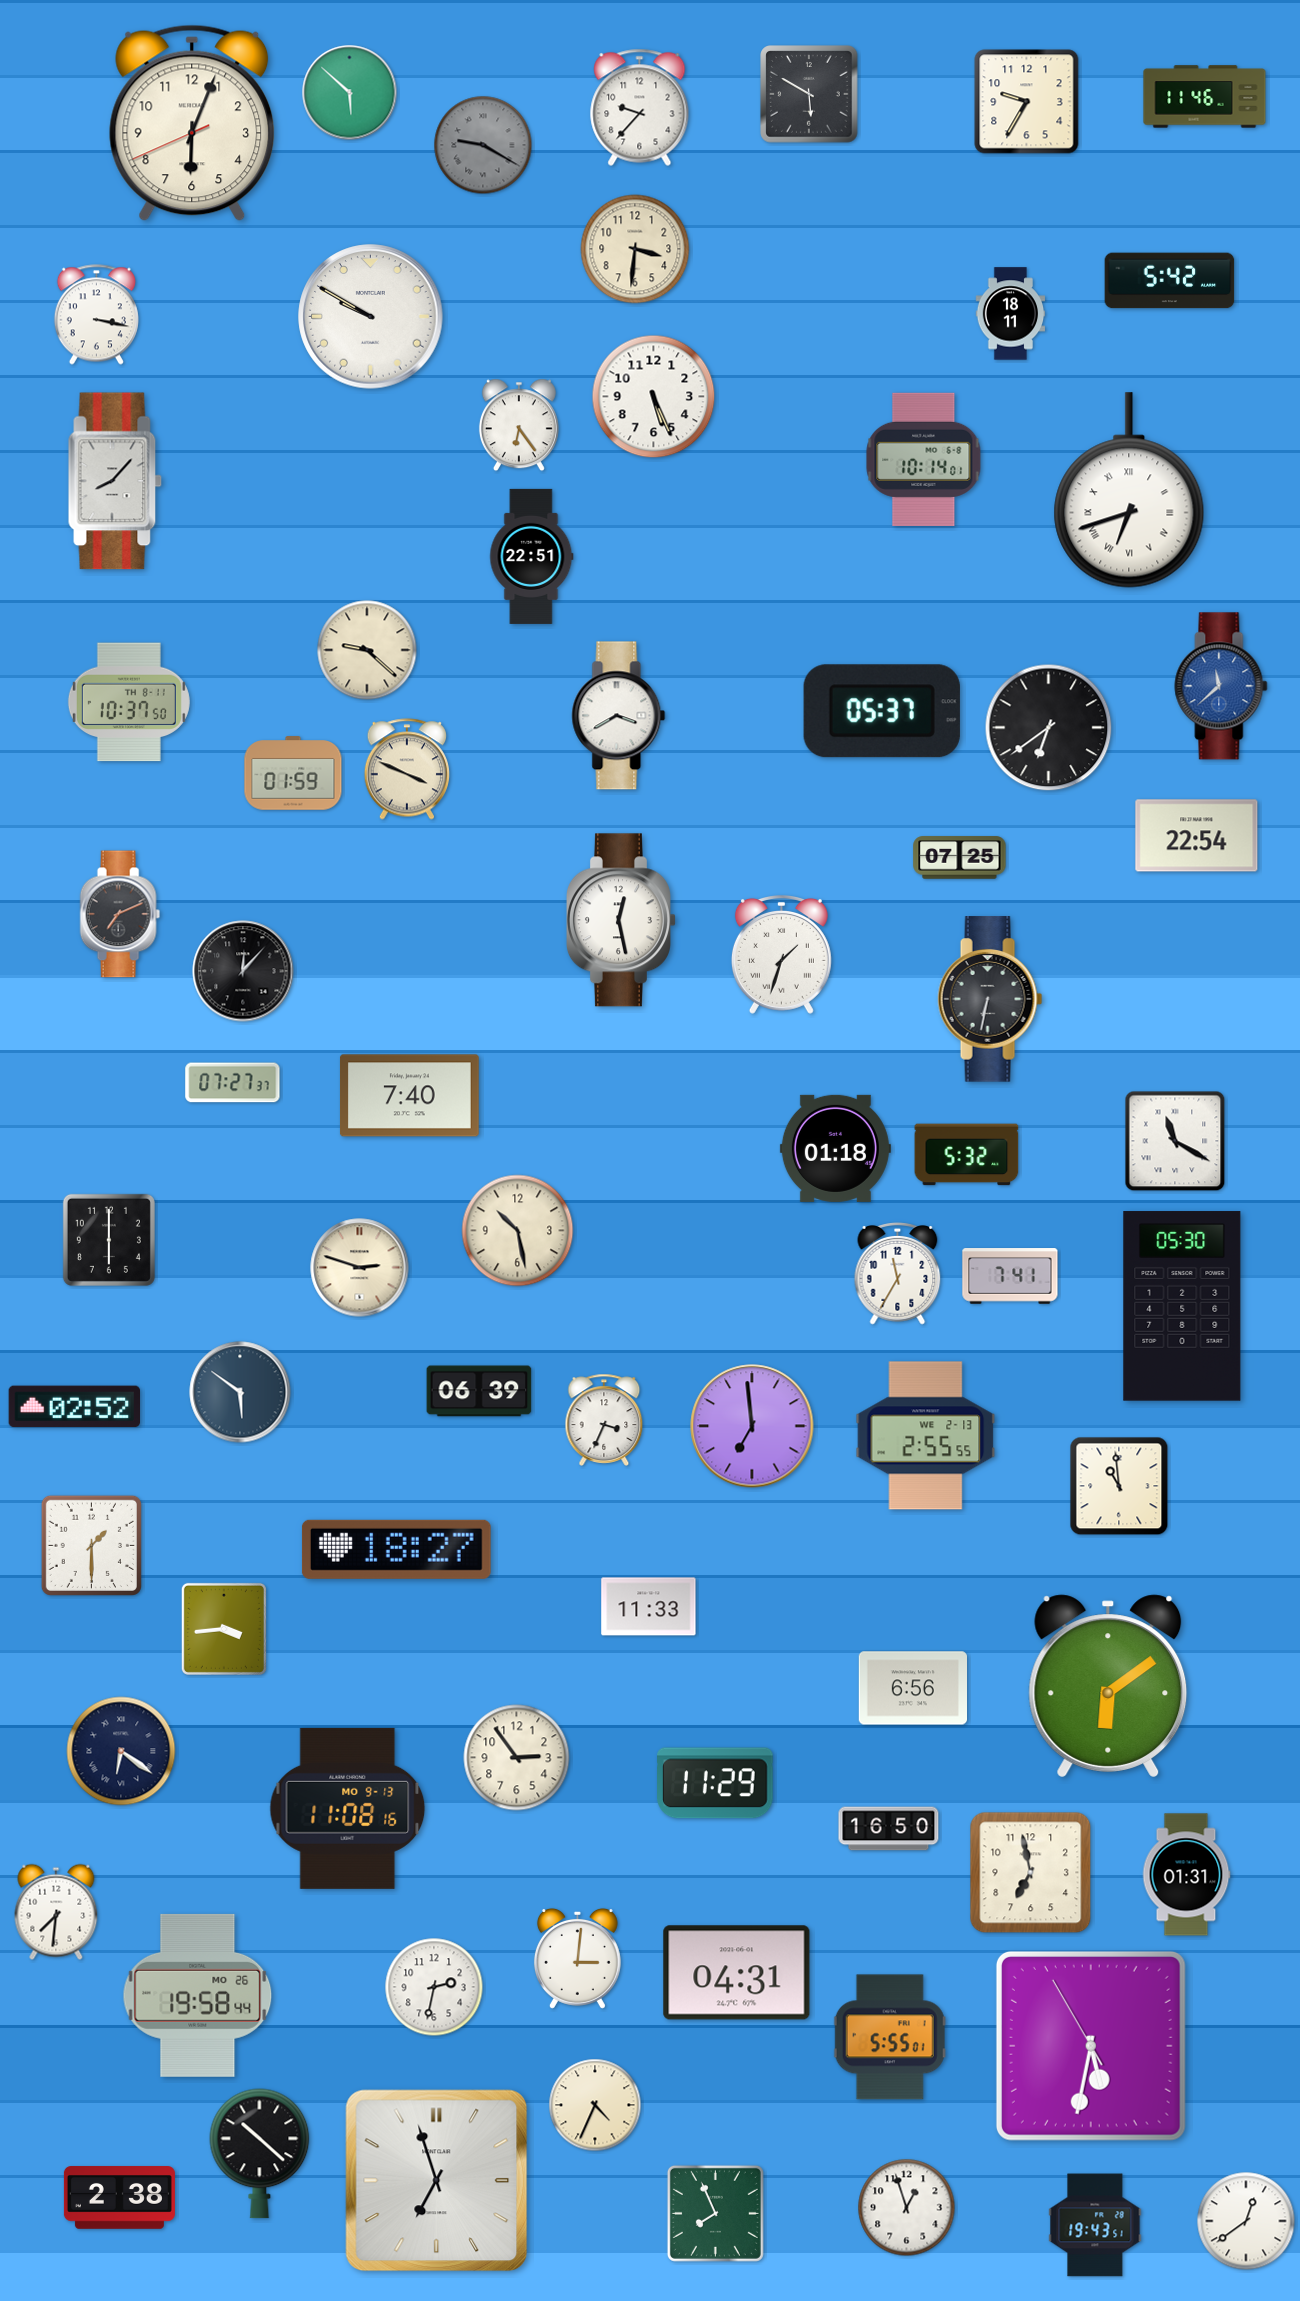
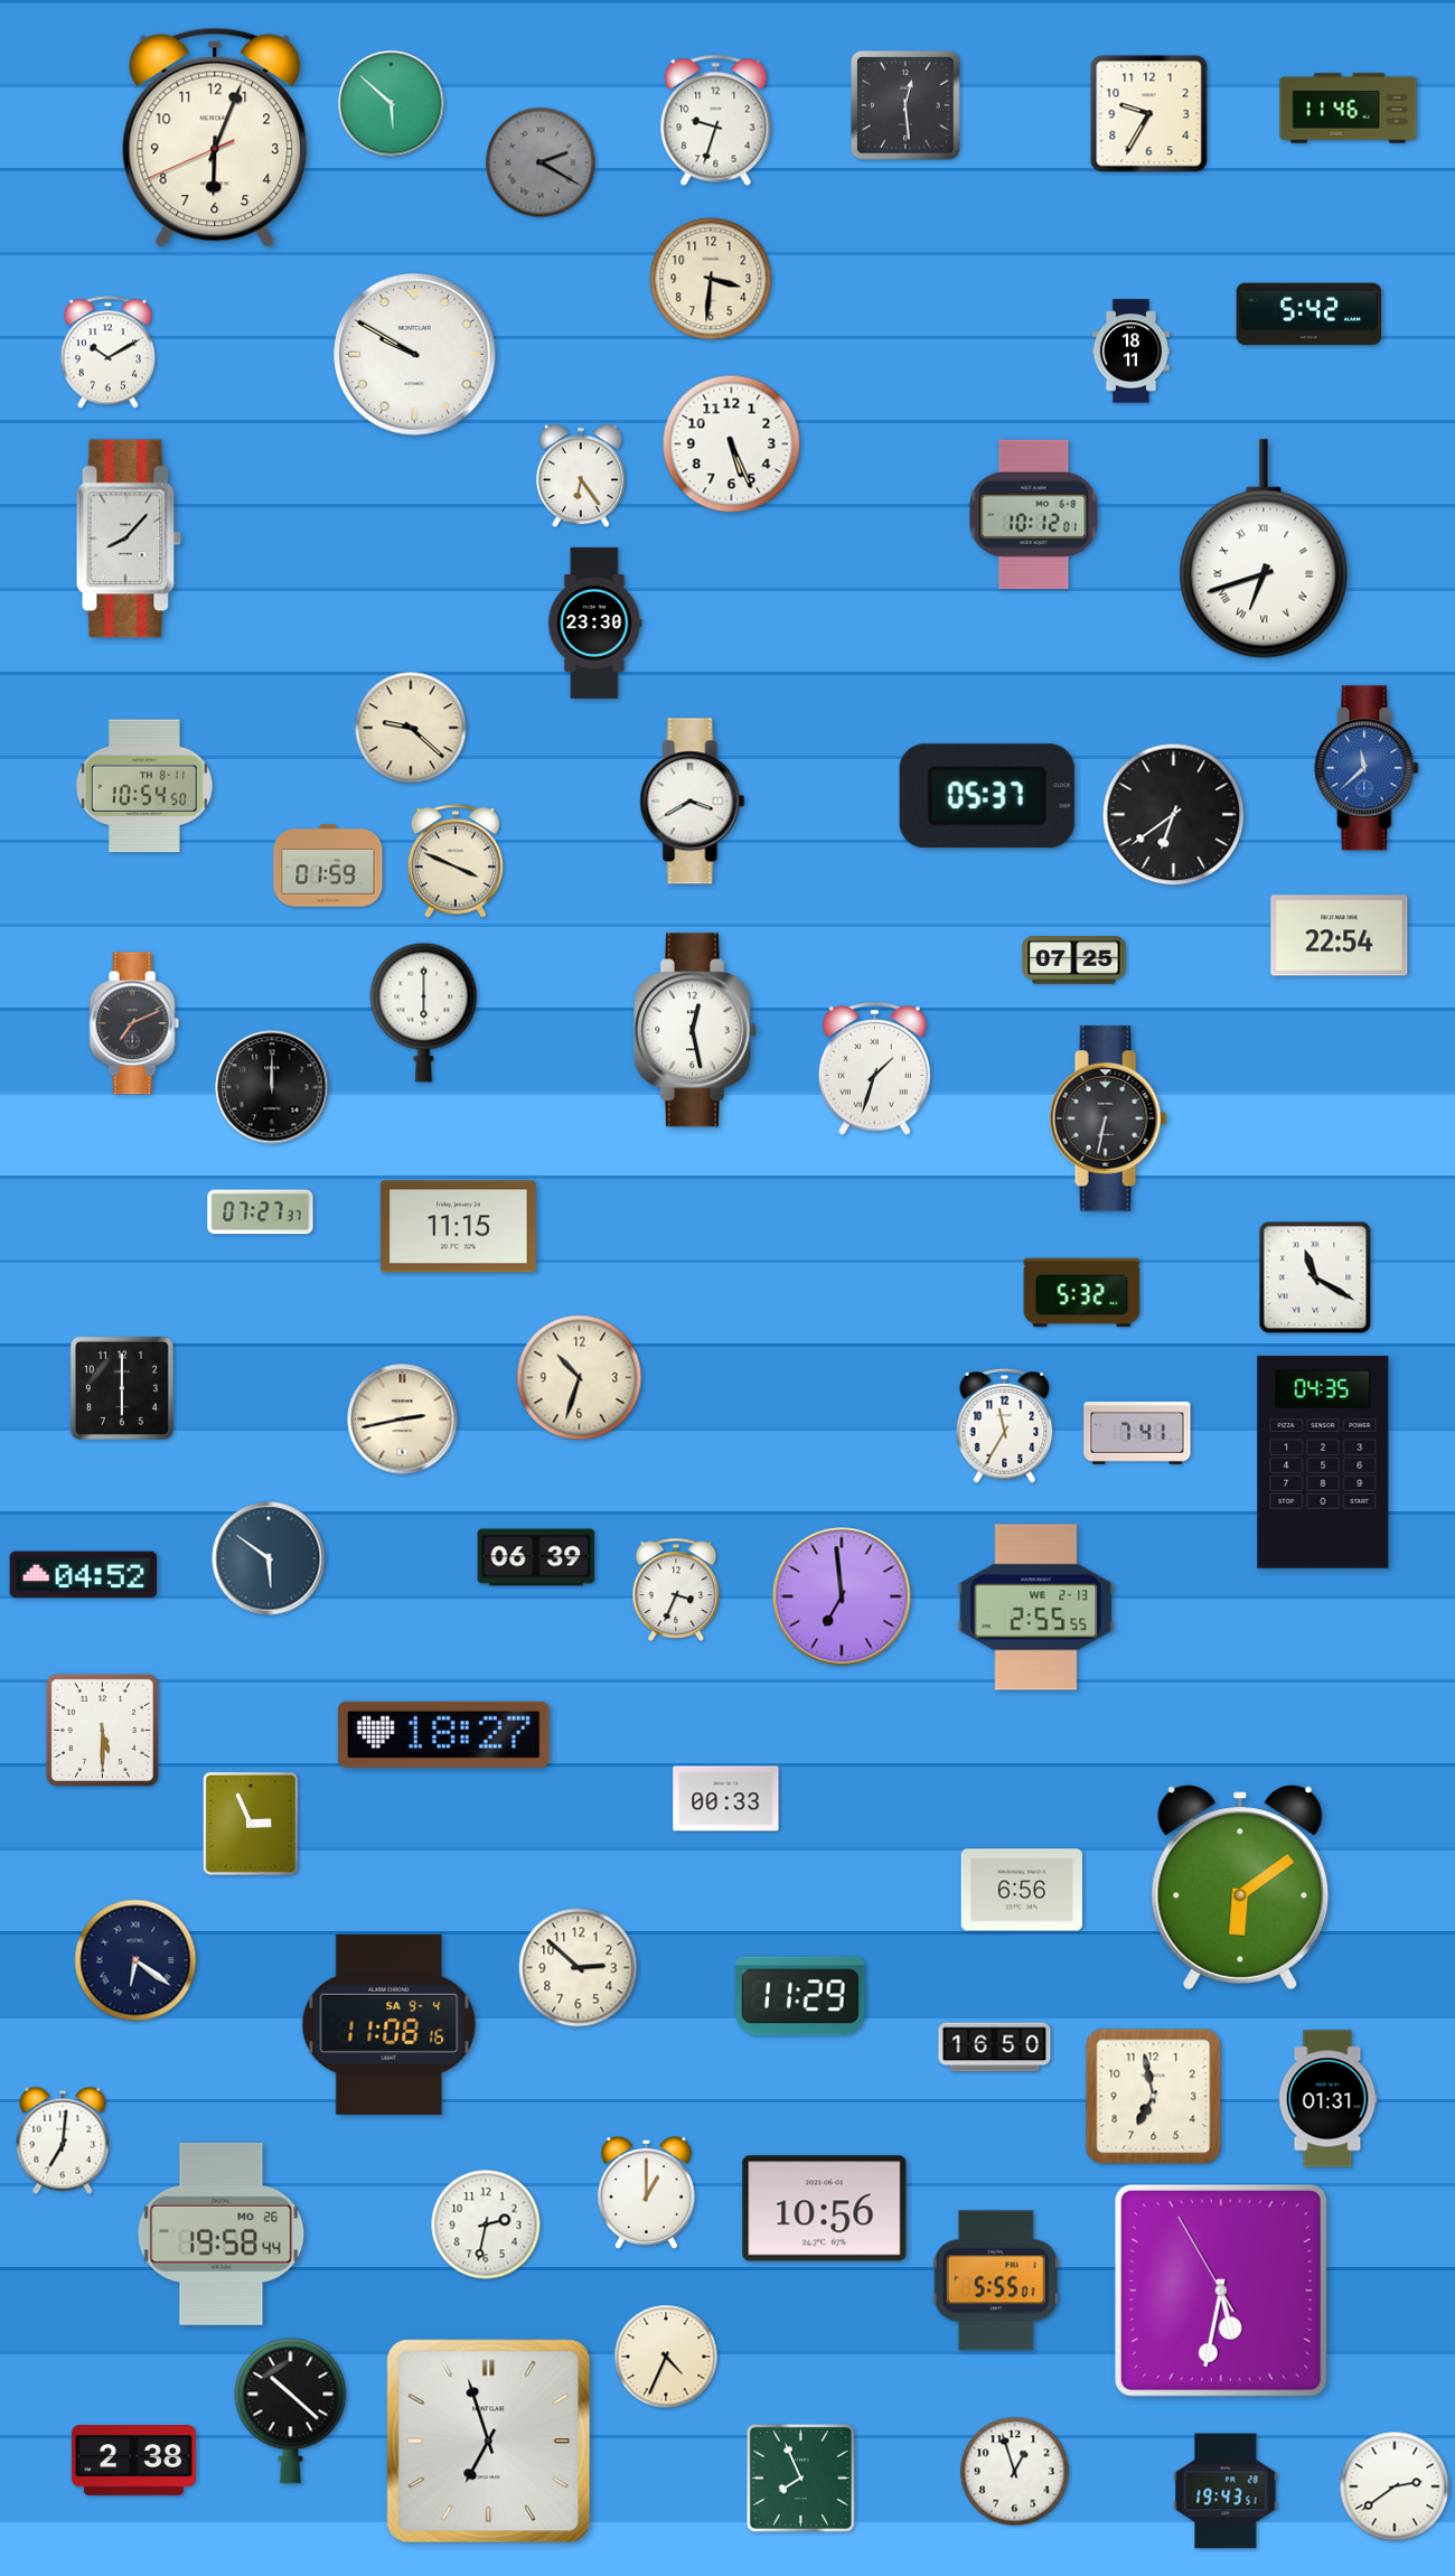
clock at (809, 94): 5:50 -> 12:29
clock at (640, 107): 9:37 -> 9:33
clock at (483, 145): 9:20 -> 2:20
clock at (96, 315): 3:17 -> 10:10
clock at (924, 459): 10:14 -> 10:12
clock at (532, 556): 22:51 -> 23:30
clock at (129, 702): 10:37 -> 10:54
clock at (424, 1012): none -> 6:00
clock at (243, 971): 12:07 -> 12:00
clock at (409, 1096): 7:40 -> 11:15
clock at (835, 1148): 01:18 -> none
clock at (518, 1231): 10:28 -> 10:33
clock at (360, 1268): 2:48 -> 2:43
clock at (1010, 1276) position: (1010, 1276) -> (1137, 1433)
clock at (1182, 1306): 05:30 -> 04:35
clock at (74, 1407): 02:52 -> 04:52
clock at (1119, 1486): 10:59 -> none
clock at (91, 1545): 1:30 -> 5:30
clock at (649, 1607): 11:33 -> 00:33
clock at (224, 1629): 3:44 -> 2:56
clock at (517, 1758): 2:54 -> 2:52
clock at (348, 1808) date: MO 9-13 -> SA 9-4
clock at (56, 1912): 7:31 -> 7:01
clock at (577, 1958): 3:01 -> 1:00
clock at (737, 1973): 04:31 -> 10:56
clock at (1246, 2221): 12:39 -> 2:39
